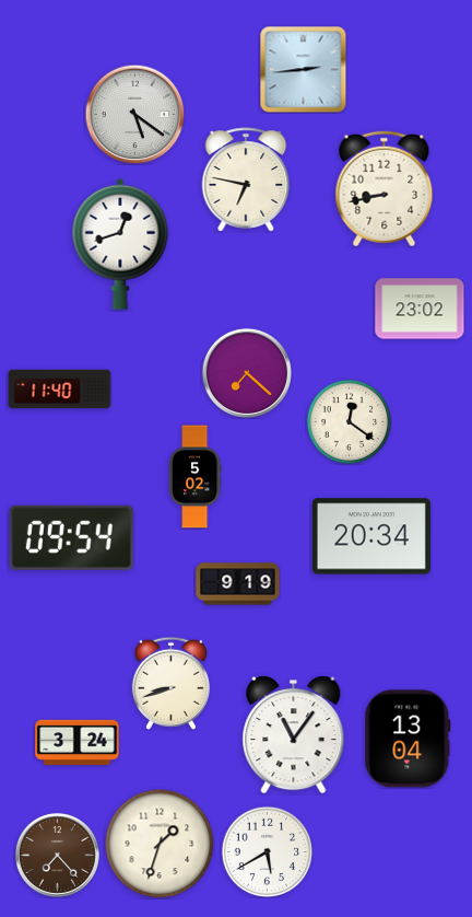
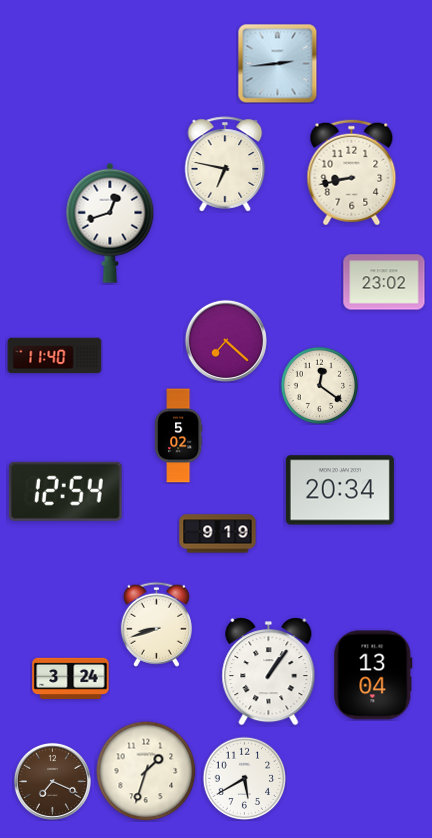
clock at (134, 114): 5:21 -> none
clock at (71, 537): 09:54 -> 12:54
clock at (294, 735): 11:06 -> 1:06
clock at (57, 855): 7:23 -> 7:19
